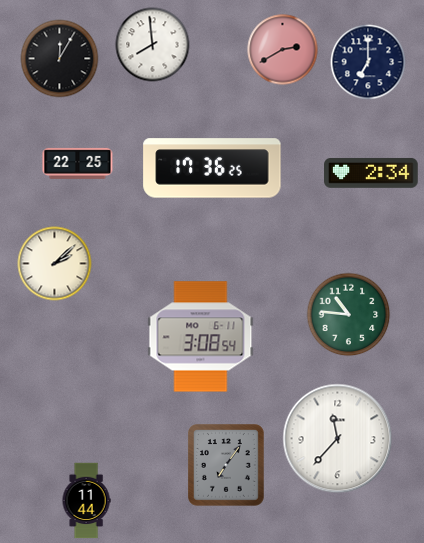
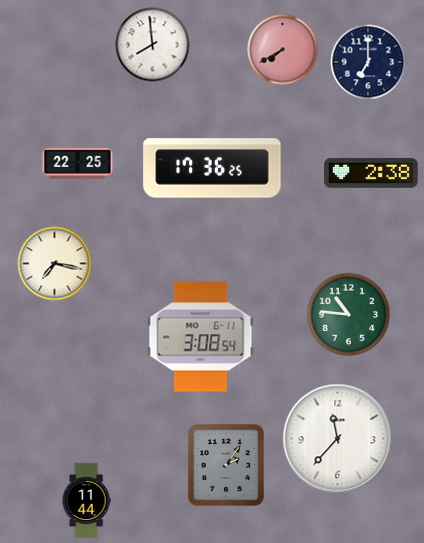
clock at (283, 50): 2:40 -> 7:40
clock at (60, 59): 12:05 -> none
clock at (371, 173): 2:34 -> 2:38
clock at (55, 264): 2:08 -> 7:17
clock at (227, 466): 7:06 -> 2:06
